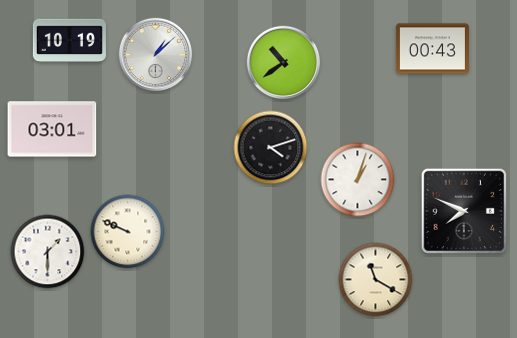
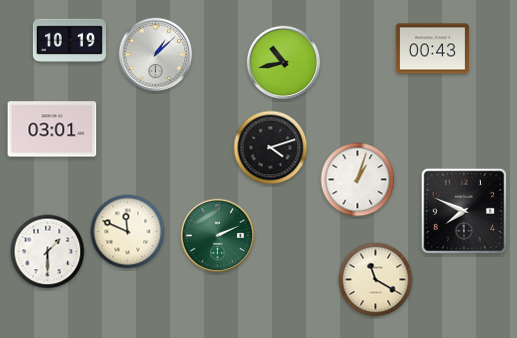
clock at (284, 63): 10:39 -> 10:43
clock at (128, 232): 9:49 -> 11:49
clock at (218, 236): none -> 2:11
